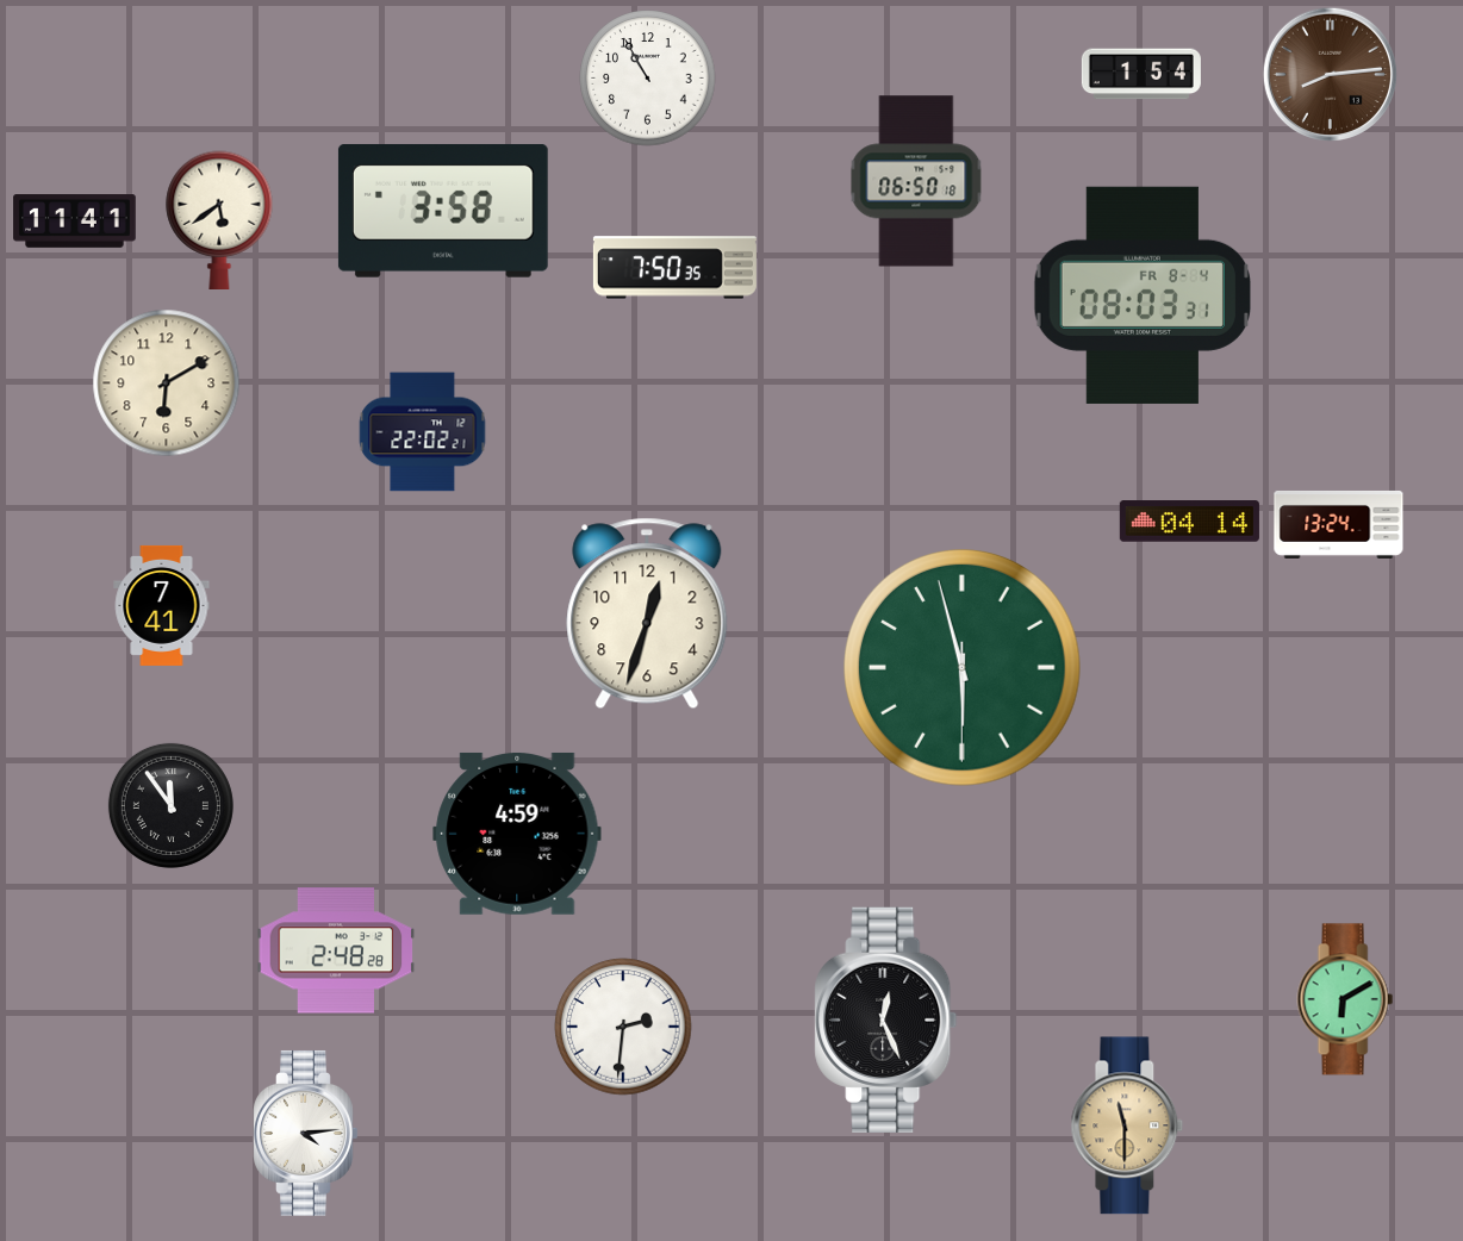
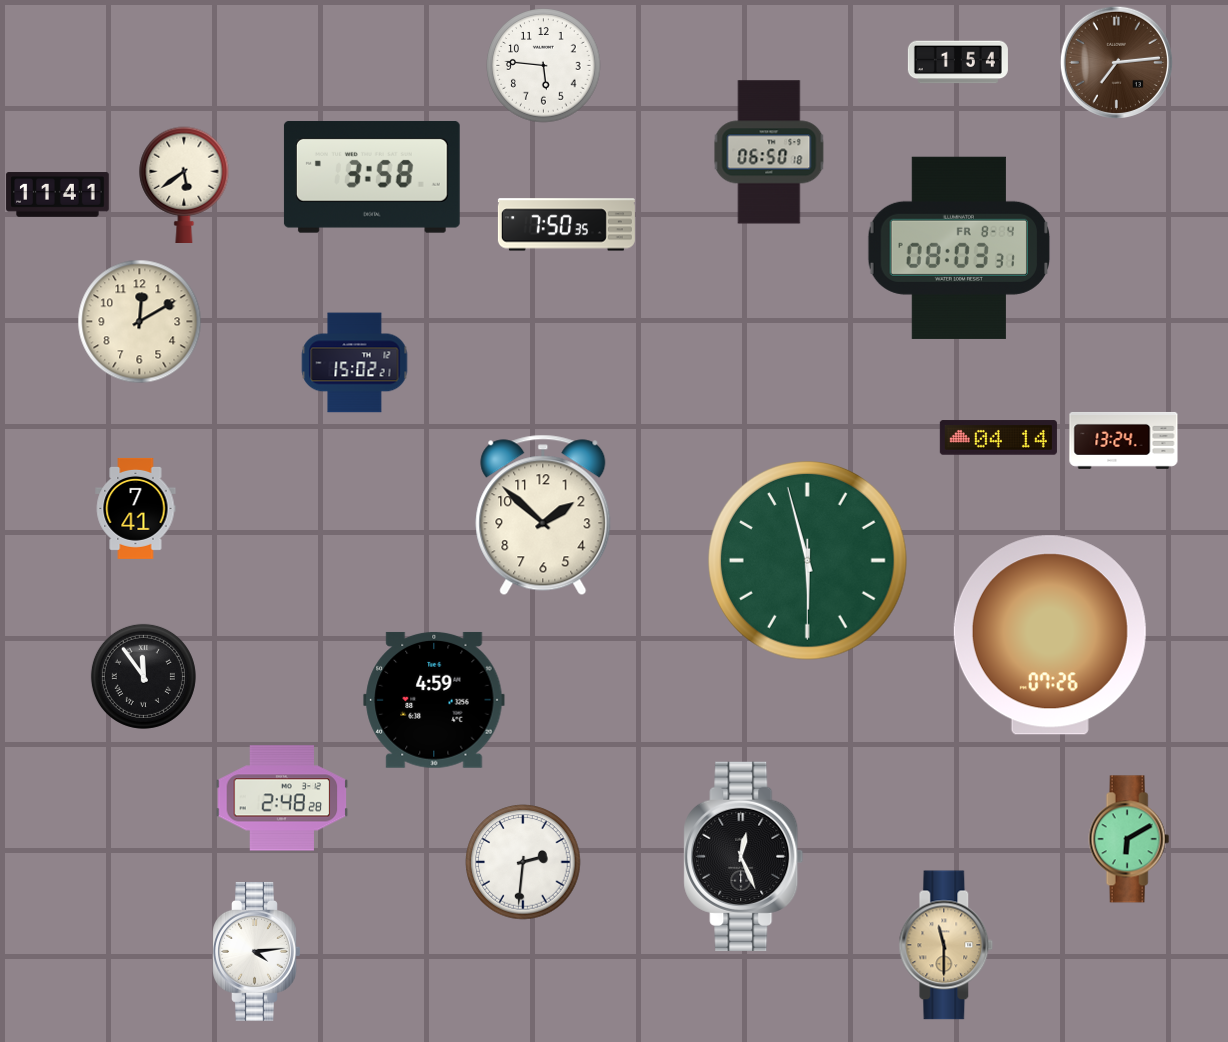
clock at (1330, 74): 8:14 -> 7:14
clock at (648, 79): 10:55 -> 5:46
clock at (75, 222) position: (75, 222) -> (58, 195)
clock at (167, 383): 6:10 -> 12:10
clock at (423, 432): 22:02 -> 15:02
clock at (647, 613): 12:33 -> 1:52
clock at (1050, 635): none -> 07:26
